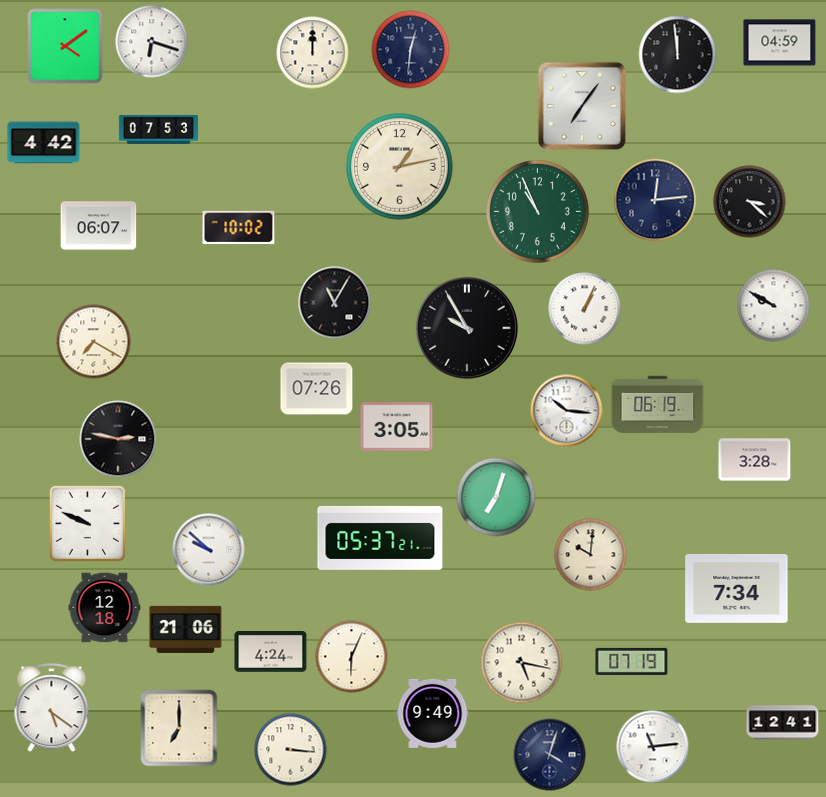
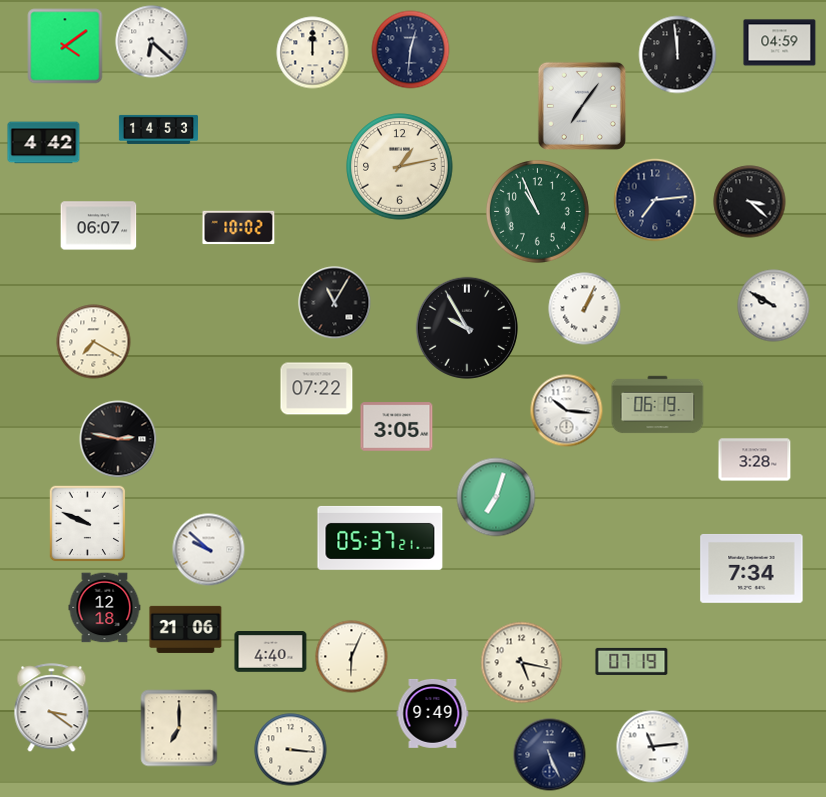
clock at (152, 42): 6:18 -> 6:22
clock at (158, 129): 07:53 -> 14:53
clock at (655, 200): 12:14 -> 7:14
clock at (317, 389): 07:26 -> 07:22
clock at (591, 555): 10:01 -> none
clock at (737, 588) position: (737, 588) -> (752, 568)
clock at (271, 652): 4:24 -> 4:40
clock at (52, 708): 5:21 -> 3:21
clock at (783, 723): 12:41 -> none
clock at (550, 755): 4:03 -> 5:26
